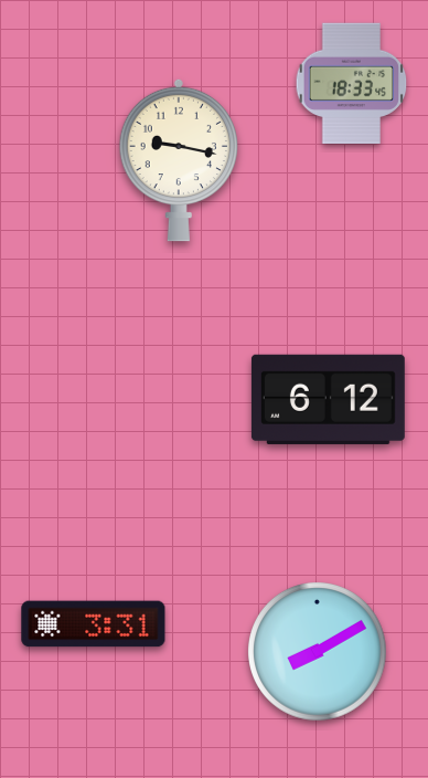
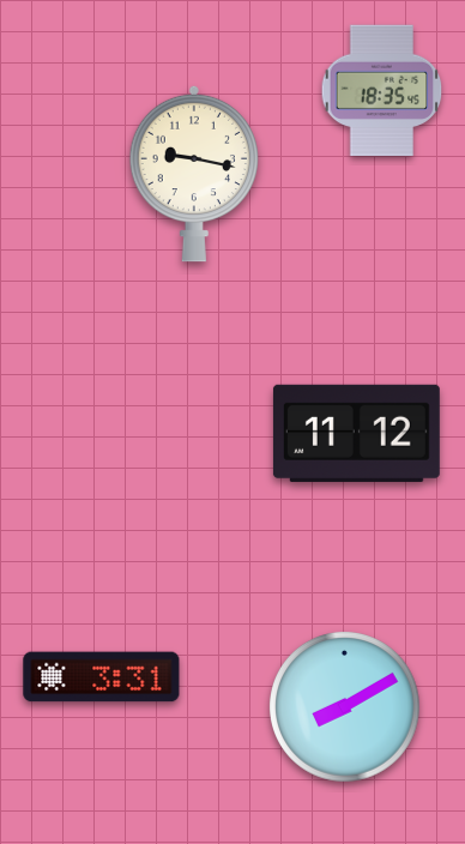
clock at (352, 84): 18:33 -> 18:35
clock at (328, 399): 6:12 -> 11:12
